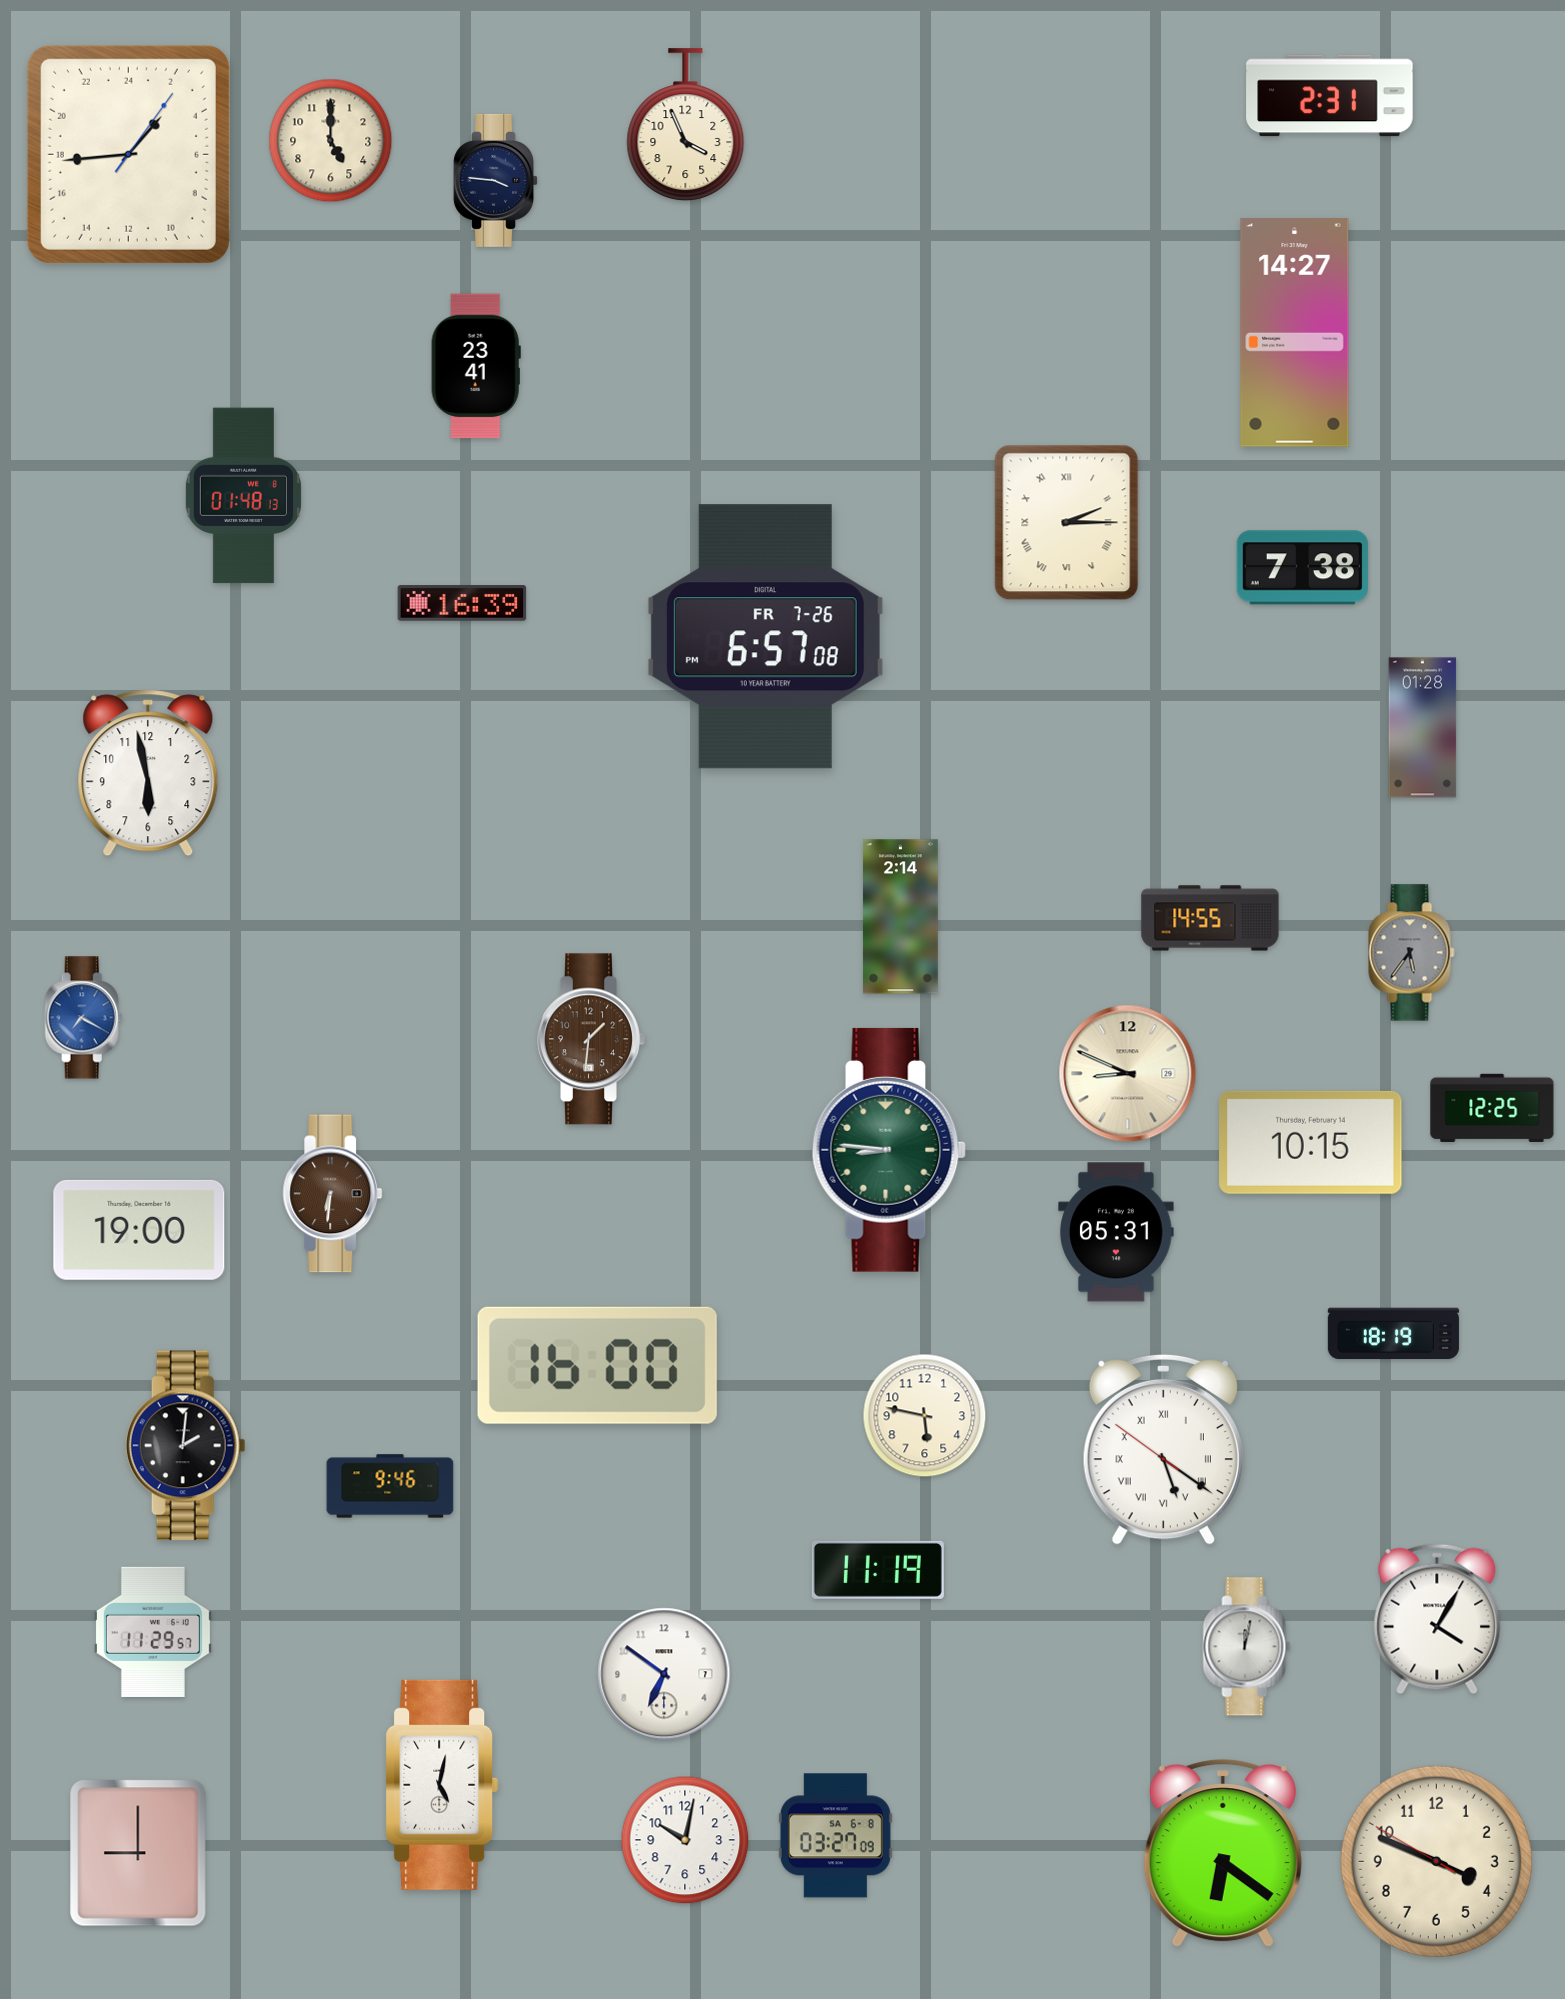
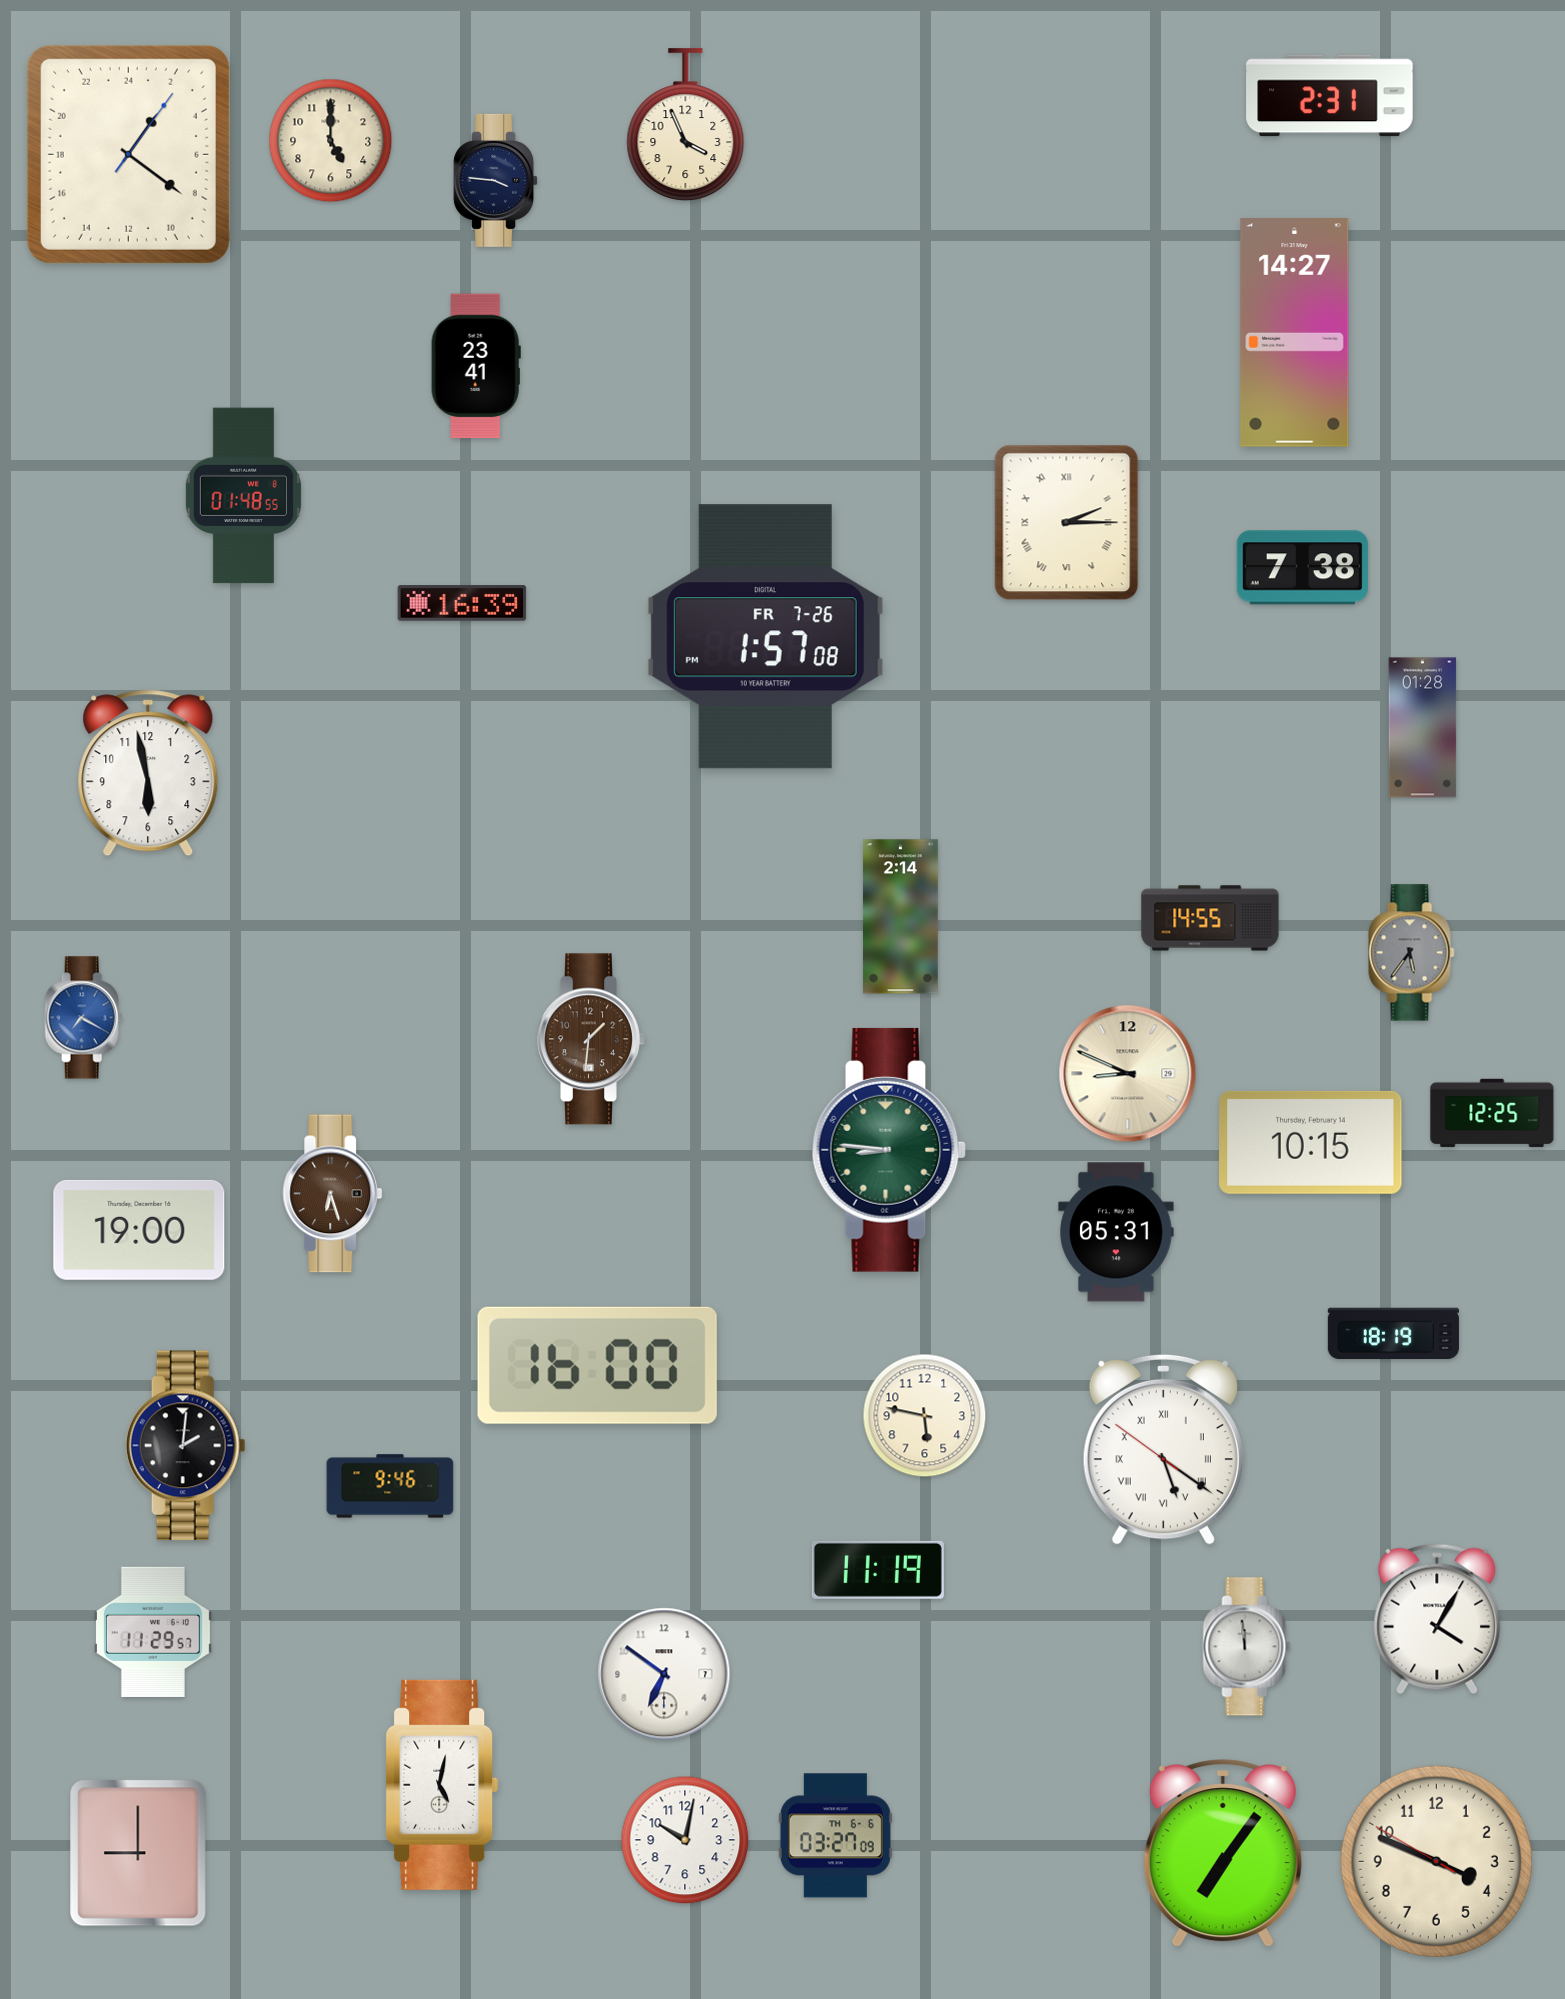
clock at (128, 154): 2:44 -> 2:21
clock at (243, 496): 01:48:13 -> 01:48:55
clock at (765, 637): 6:57 -> 1:57
clock at (1492, 1107) position: (1492, 1107) -> (1492, 1112)
clock at (333, 1194): 6:31 -> 6:27
clock at (1247, 1647): 12:02 -> 11:59
clock at (835, 1836) date: SA 6-8 -> TH 6-6
clock at (1223, 1854): 6:21 -> 7:06
